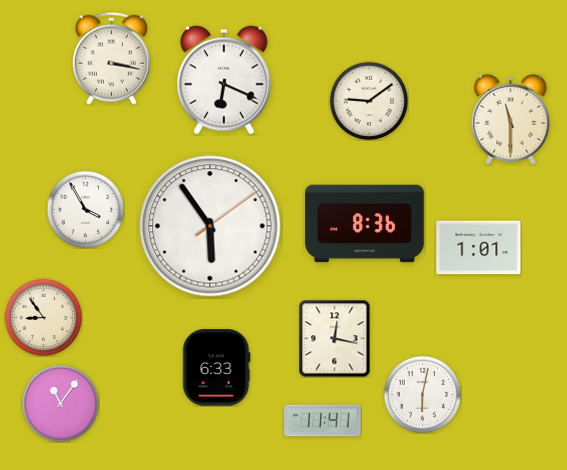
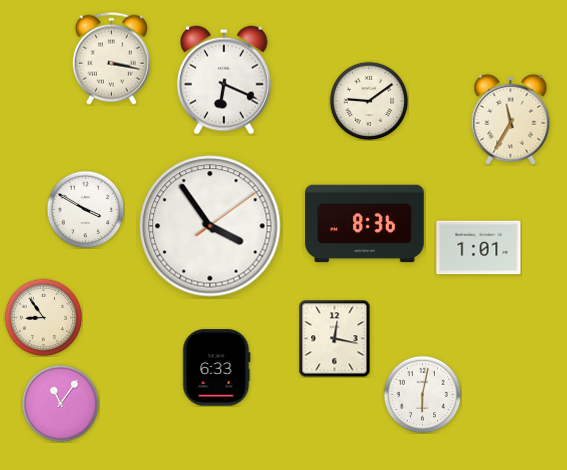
clock at (511, 119): 11:30 -> 11:35
clock at (85, 209): 3:55 -> 3:50
clock at (210, 226): 5:54 -> 3:54
clock at (323, 421): 11:41 -> none
